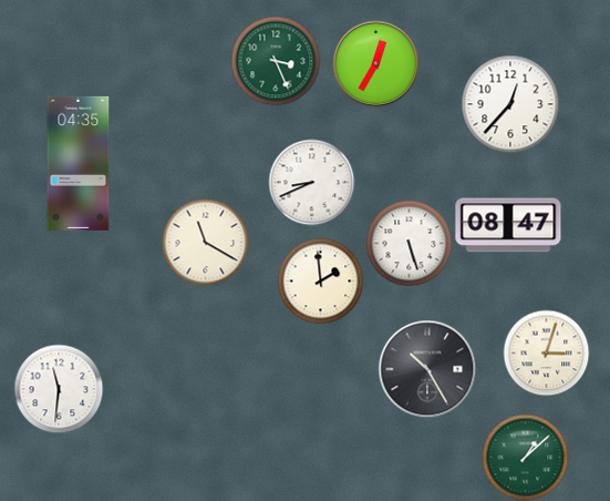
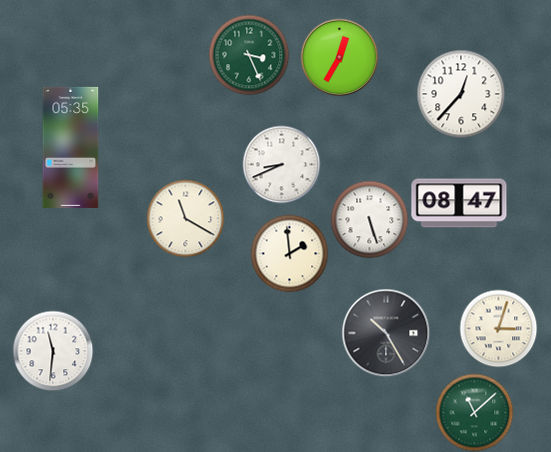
clock at (79, 163): 04:35 -> 05:35
clock at (546, 352) position: (546, 352) -> (498, 328)
clock at (525, 457): 1:08 -> 11:08
